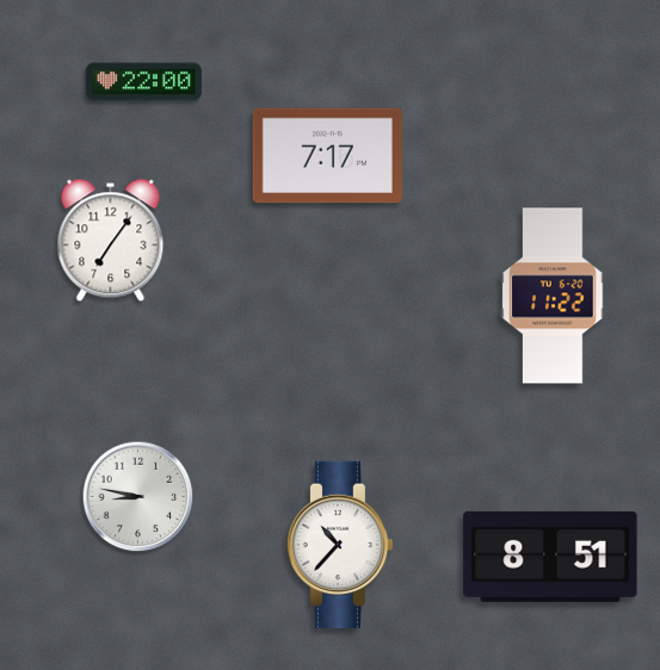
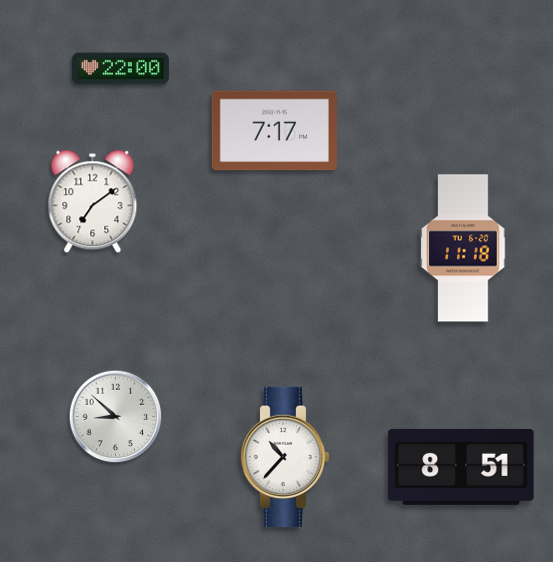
clock at (111, 241): 7:06 -> 7:09
clock at (553, 296): 11:22 -> 11:18
clock at (138, 497): 8:47 -> 8:52
